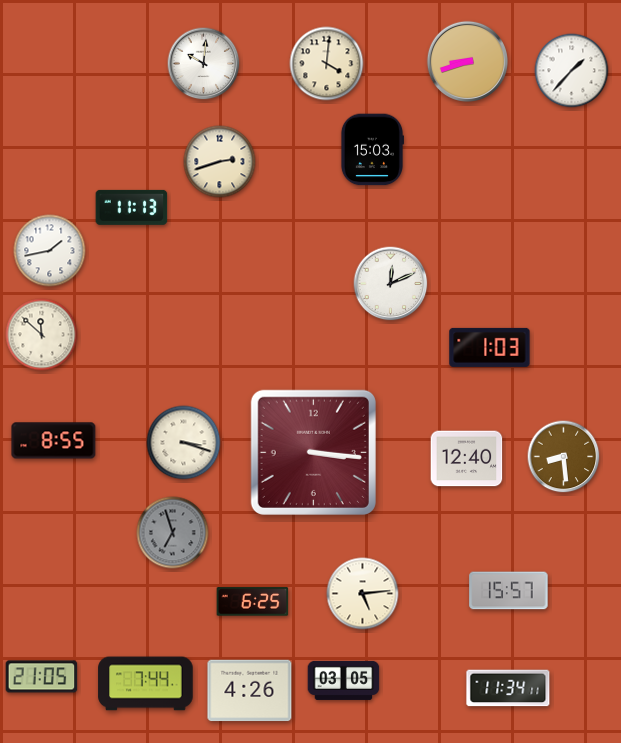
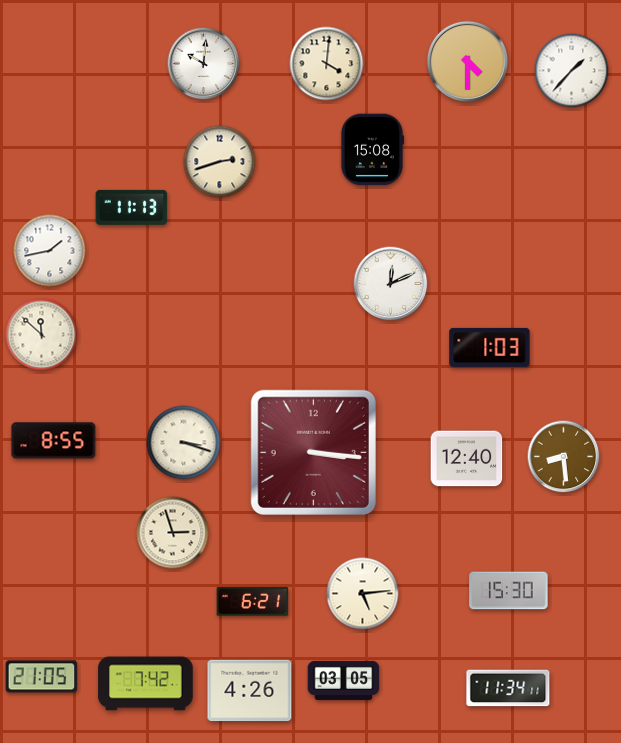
clock at (467, 61): 8:42 -> 4:30
clock at (371, 150): 15:03 -> 15:08
clock at (173, 533): 6:57 -> 2:57
clock at (173, 533) dial: grey -> cream
clock at (509, 591): 15:57 -> 15:30
clock at (253, 602): 6:25 -> 6:21
clock at (146, 684): 7:44 -> 7:42
